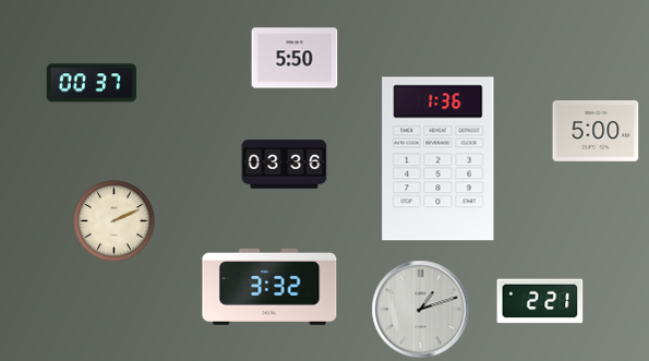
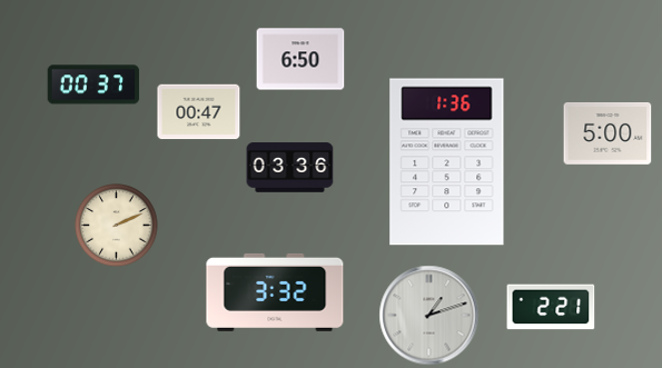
clock at (295, 58): 5:50 -> 6:50
clock at (199, 112): none -> 00:47
